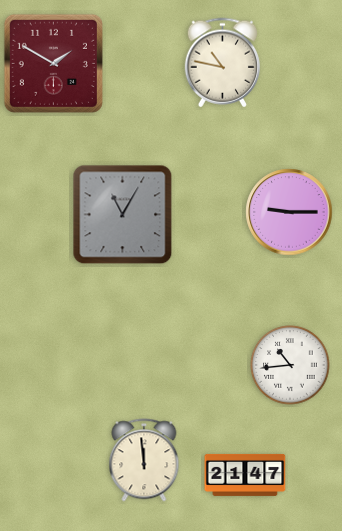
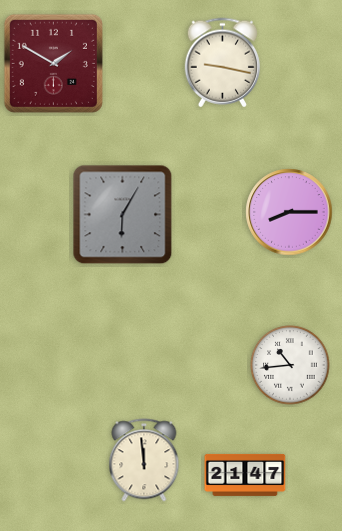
clock at (223, 63): 10:47 -> 9:17
clock at (289, 212): 9:15 -> 8:15
clock at (123, 215): 11:05 -> 6:05
